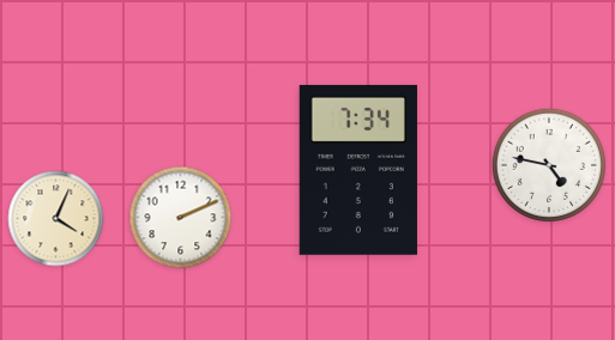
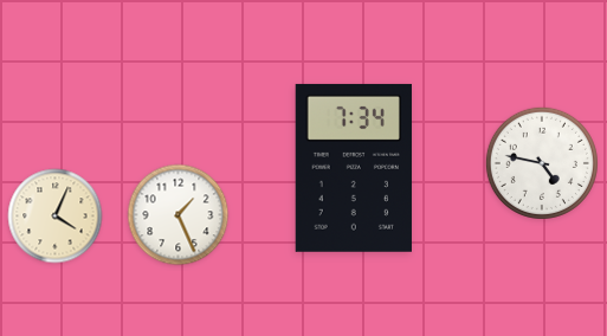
clock at (181, 218): 2:11 -> 1:26
